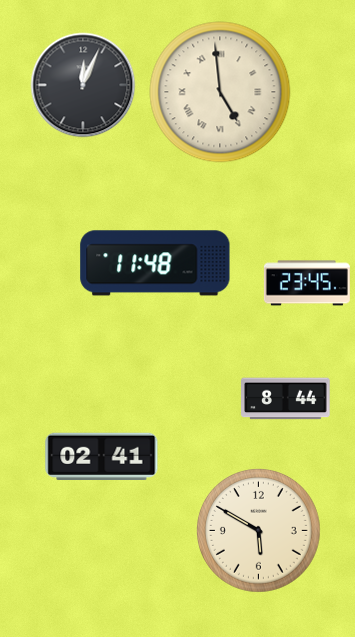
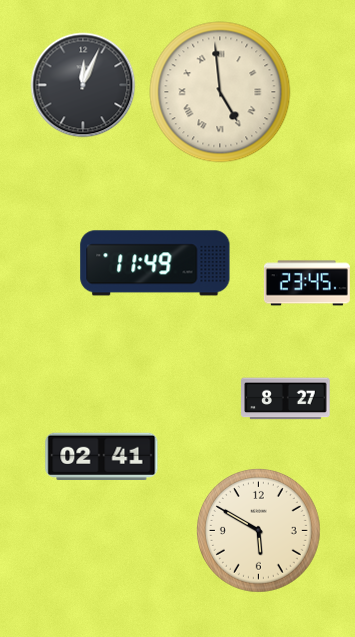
clock at (155, 263): 11:48 -> 11:49
clock at (286, 399): 8:44 -> 8:27
